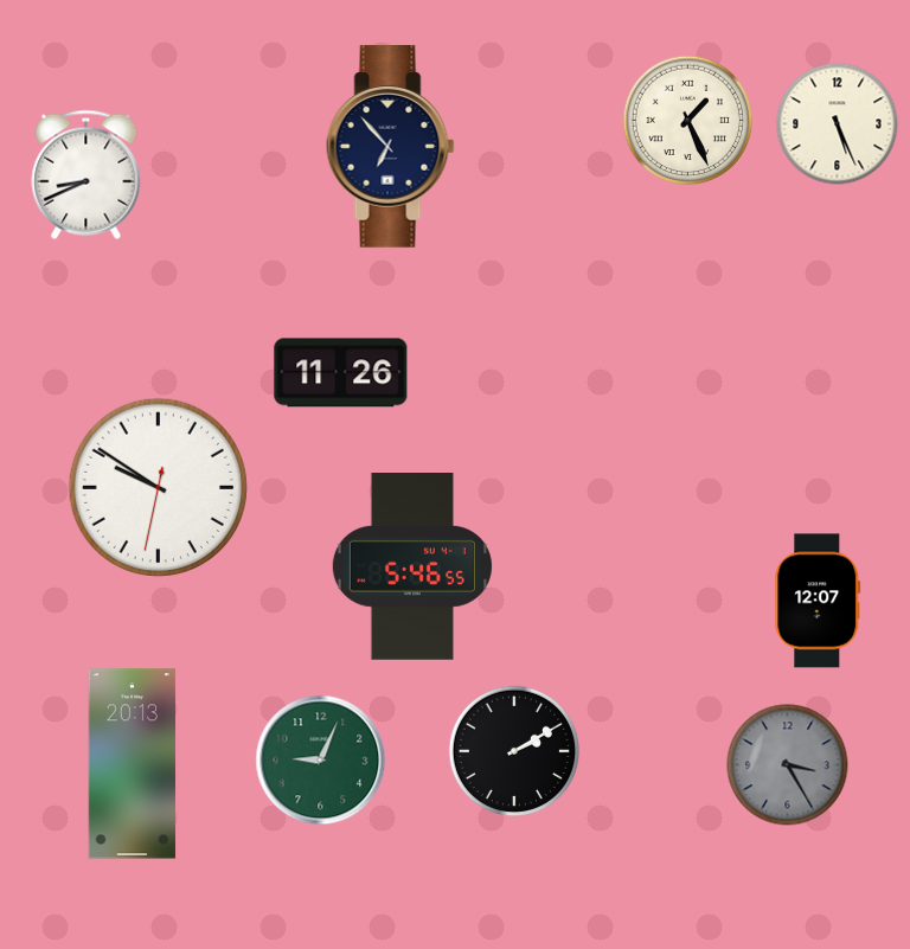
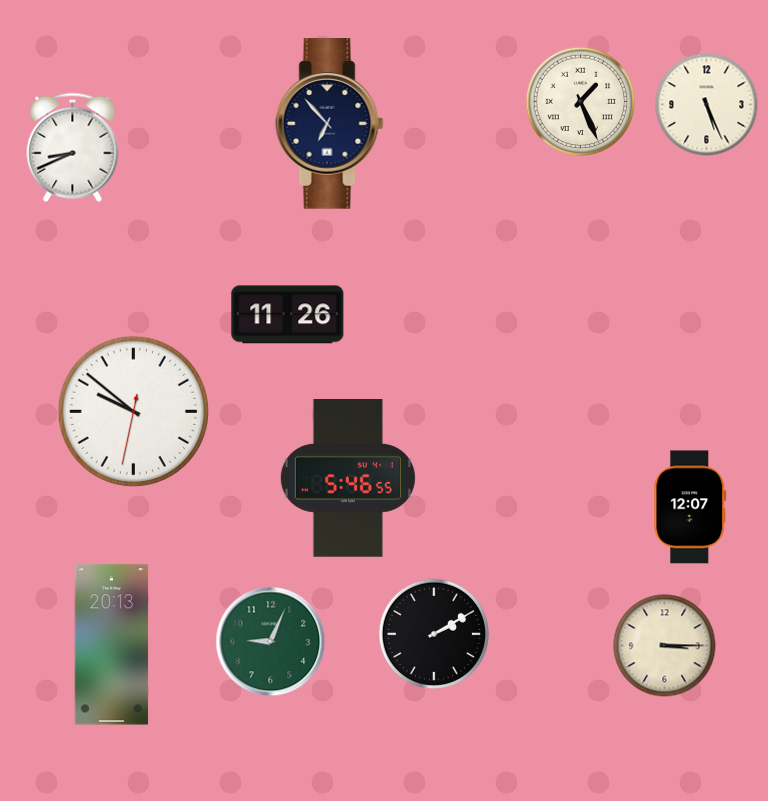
clock at (158, 487): 9:50 -> 9:51
clock at (788, 765): 3:25 -> 3:15
clock at (788, 765) dial: grey -> cream
